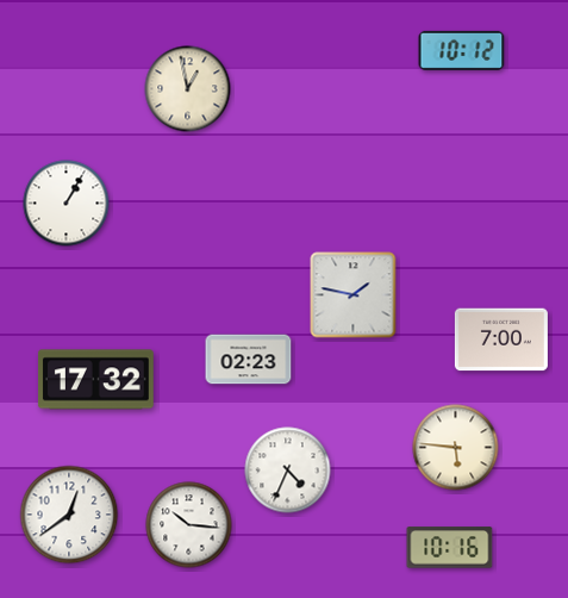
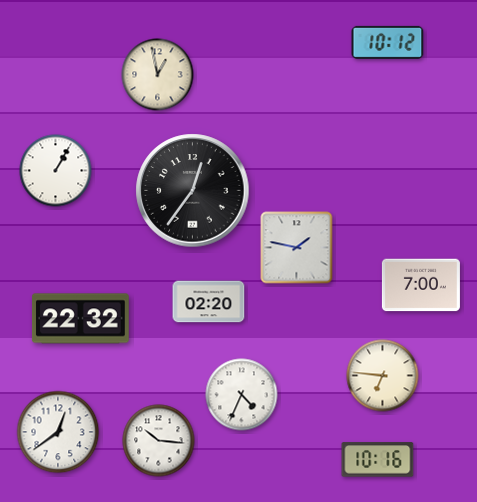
clock at (193, 191): none -> 12:36
clock at (249, 360): 02:23 -> 02:20
clock at (95, 380): 17:32 -> 22:32
clock at (456, 448): 5:46 -> 6:46
